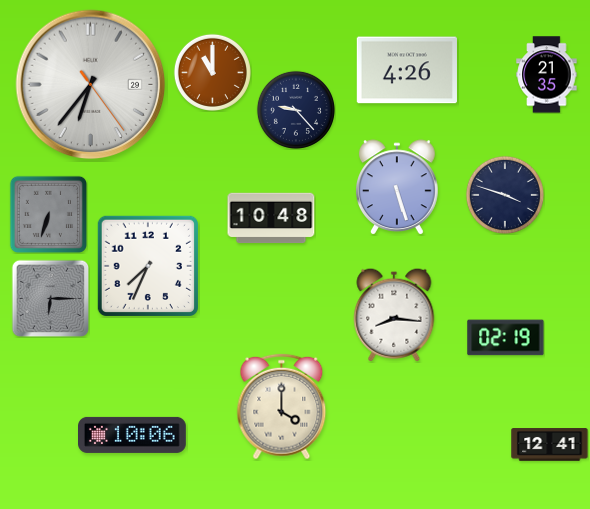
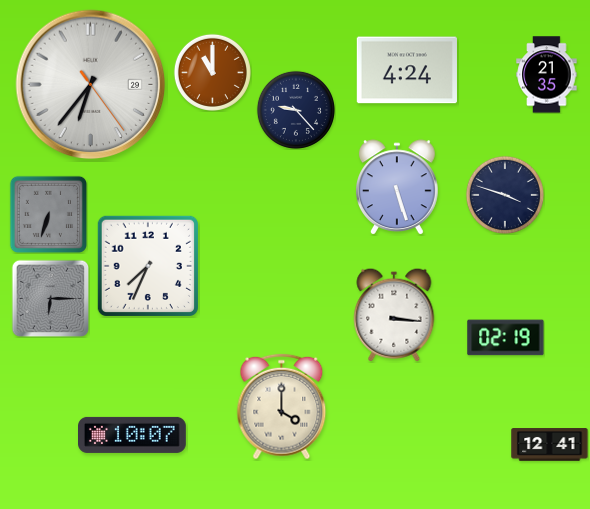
clock at (407, 70): 4:26 -> 4:24
clock at (271, 218): 10:48 -> none
clock at (394, 315): 8:16 -> 3:16
clock at (133, 435): 10:06 -> 10:07
